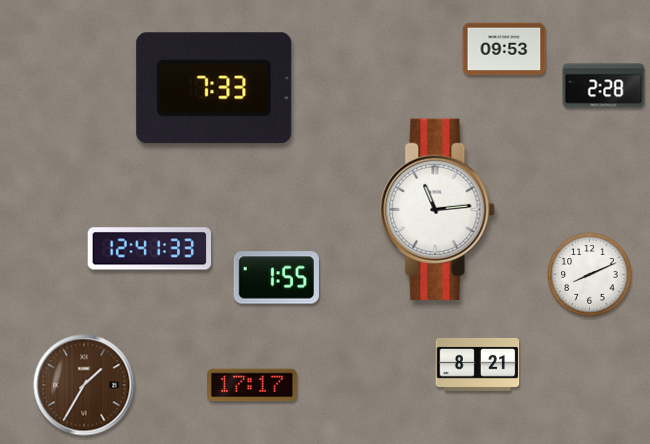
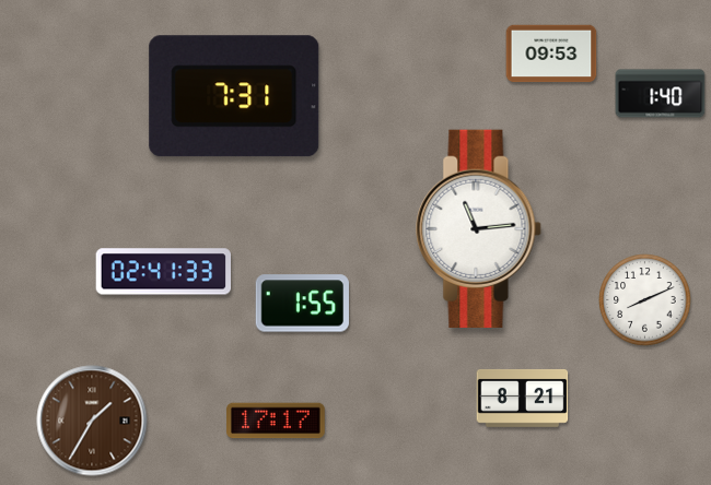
clock at (604, 86): 2:28 -> 1:40
clock at (214, 88): 7:33 -> 7:31
clock at (150, 249): 12:41 -> 02:41
